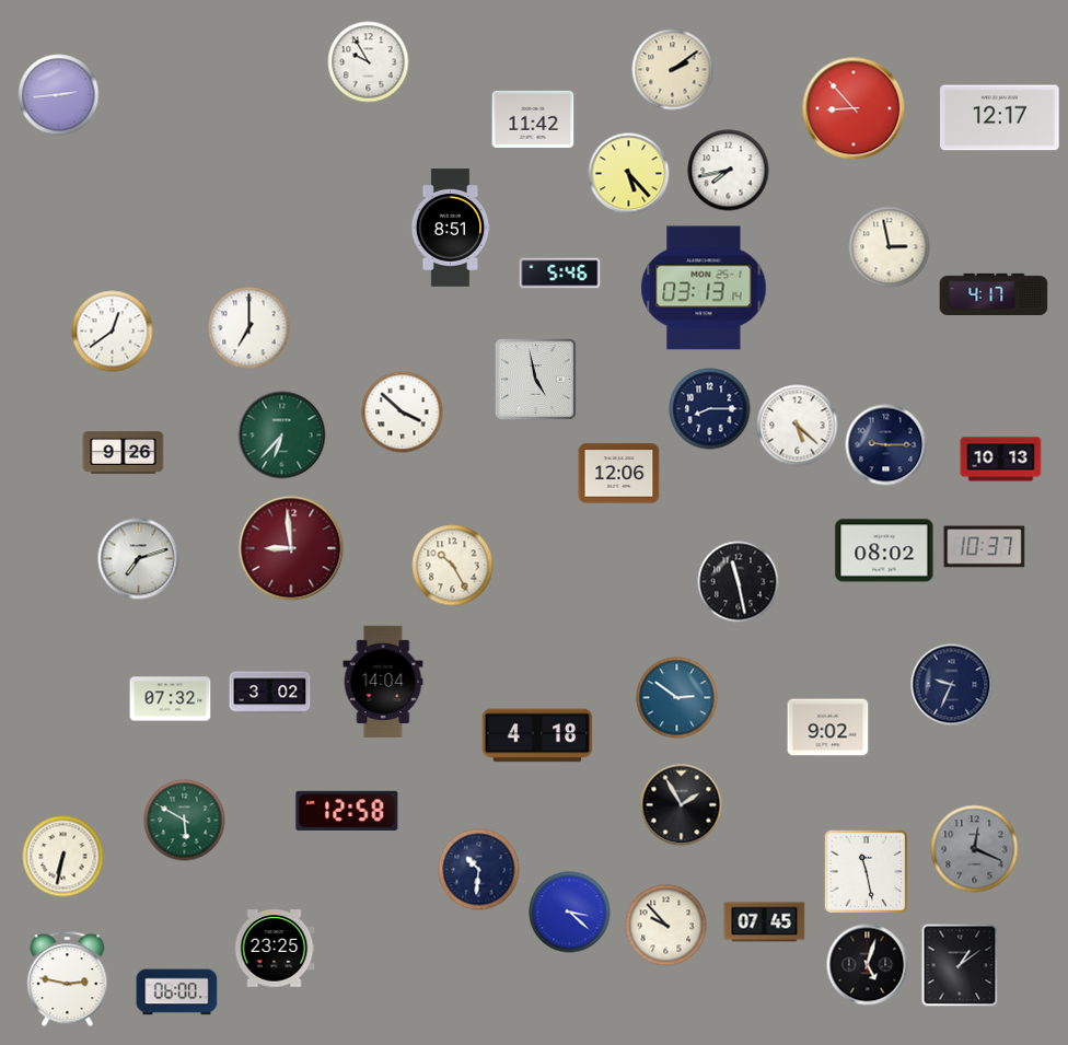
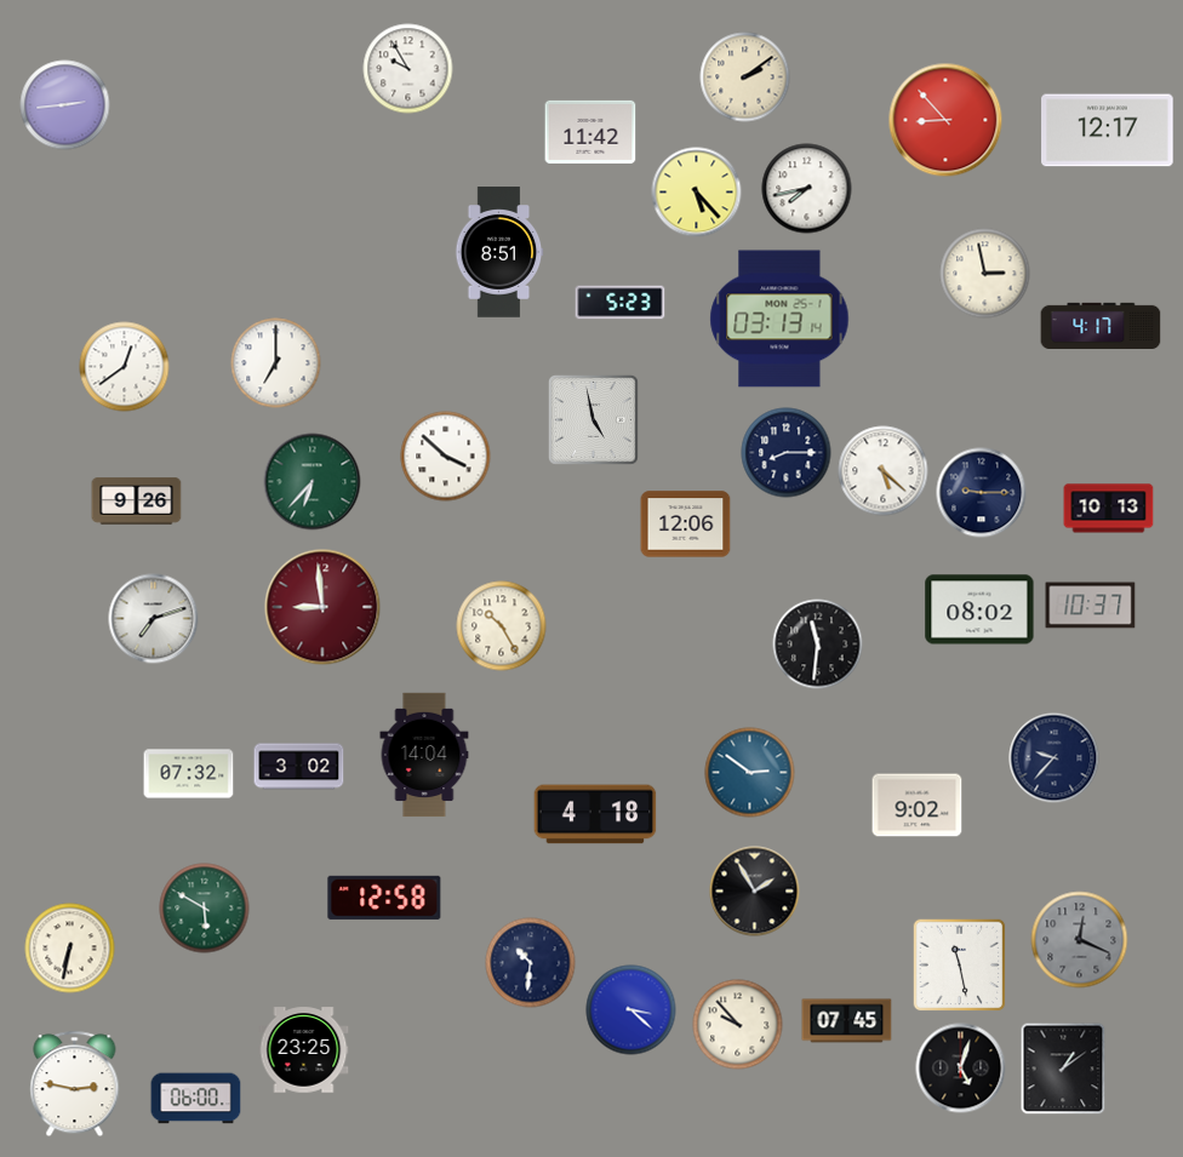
clock at (560, 274): 5:46 -> 5:23
clock at (739, 582): 11:28 -> 11:31
clock at (952, 685): 9:34 -> 9:37
